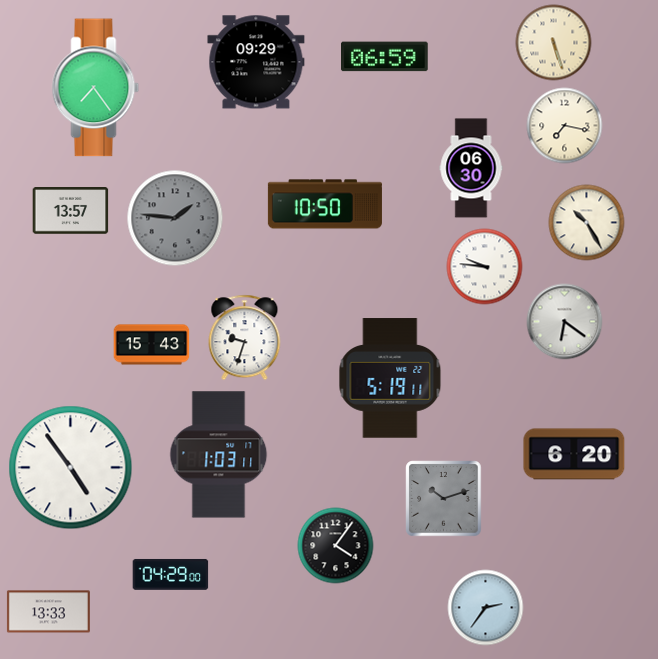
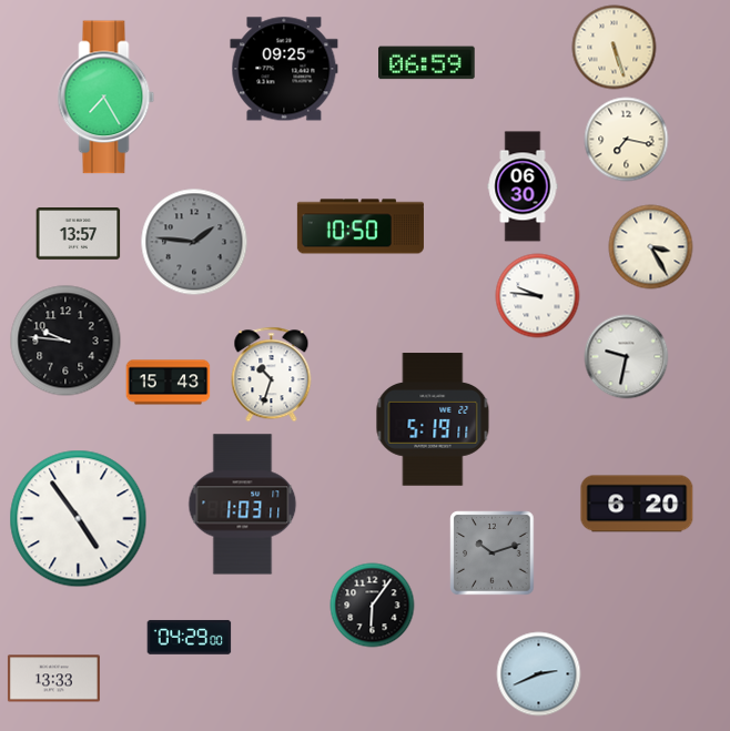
clock at (256, 62): 09:29 -> 09:25
clock at (96, 88): 7:24 -> 7:25
clock at (587, 223): 10:25 -> 3:25
clock at (65, 341): none -> 9:46
clock at (565, 322): 6:21 -> 9:32
clock at (245, 338): 9:33 -> 10:33
clock at (336, 546): 4:06 -> 6:06
clock at (486, 608): 2:36 -> 2:41
